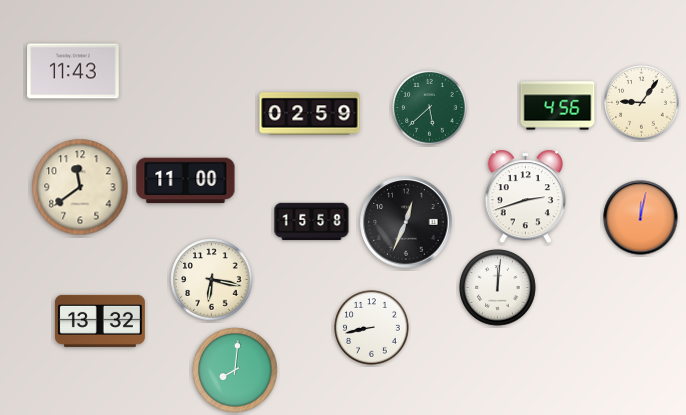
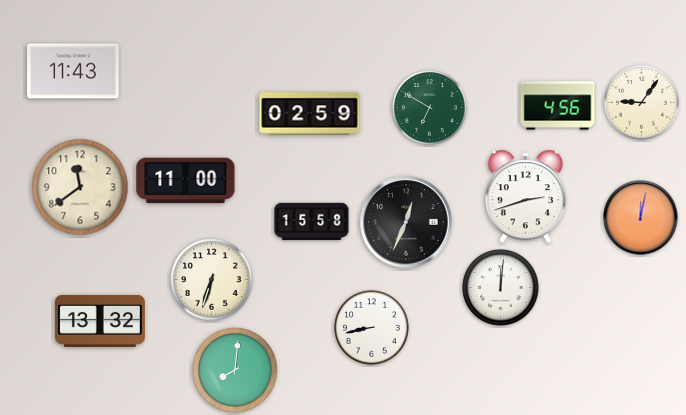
clock at (430, 108): 5:38 -> 6:50
clock at (212, 280): 6:17 -> 6:33
clock at (498, 288) position: (498, 288) -> (501, 288)
